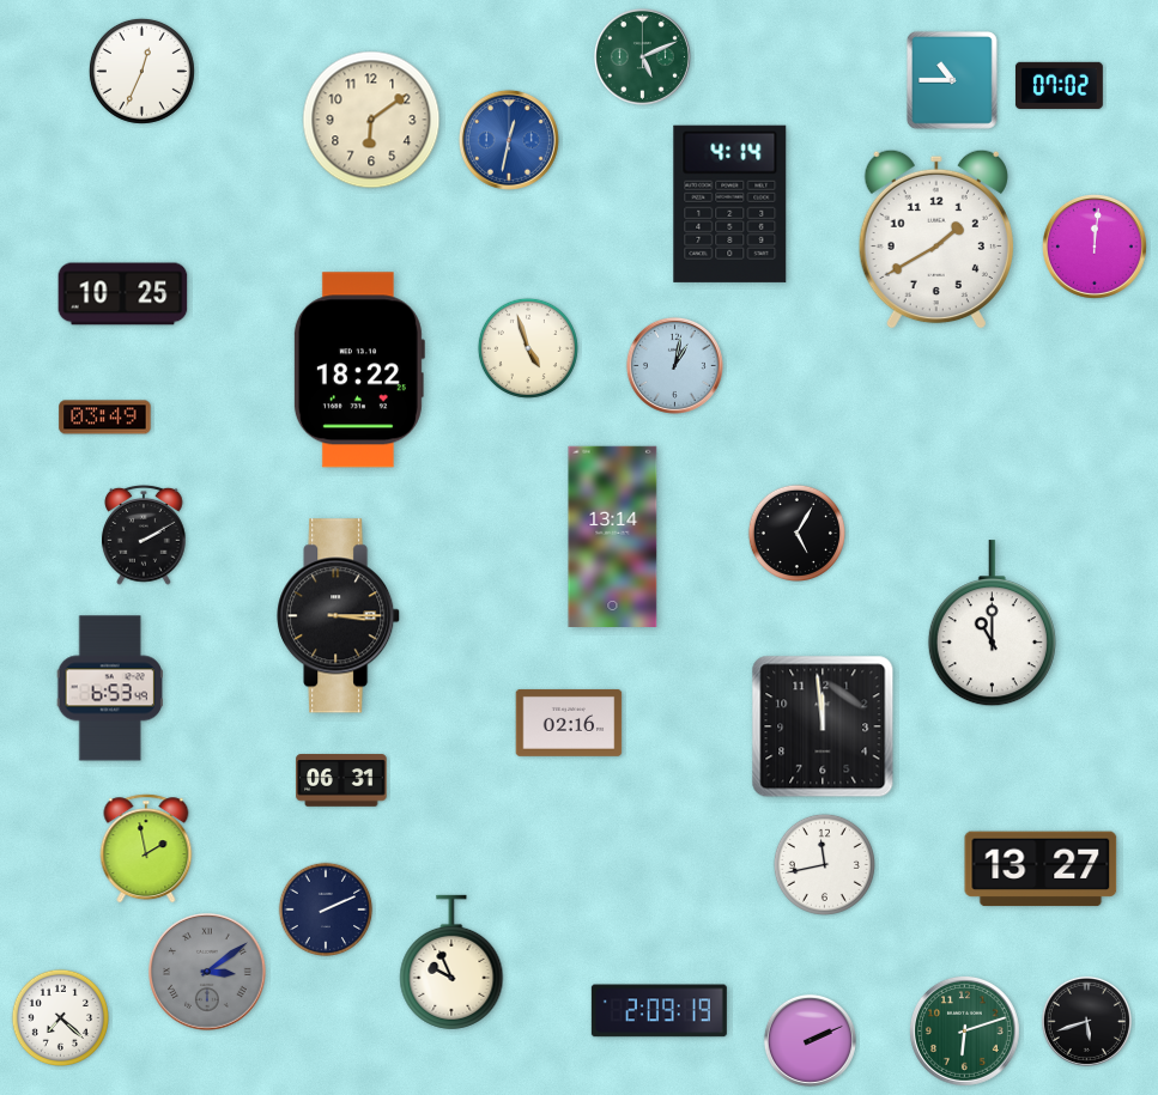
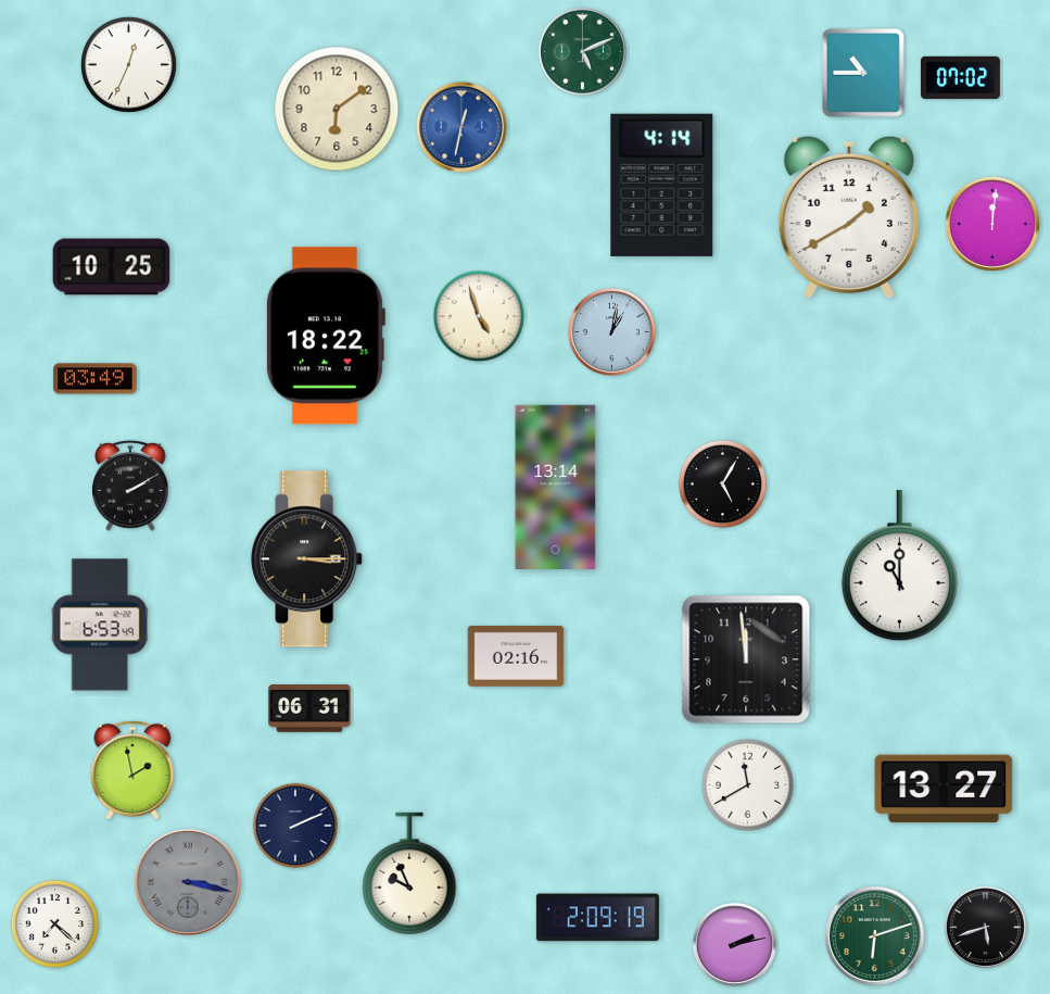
clock at (824, 864): 11:43 -> 11:40
clock at (207, 972): 3:09 -> 3:17
clock at (810, 1040): 2:11 -> 2:13
